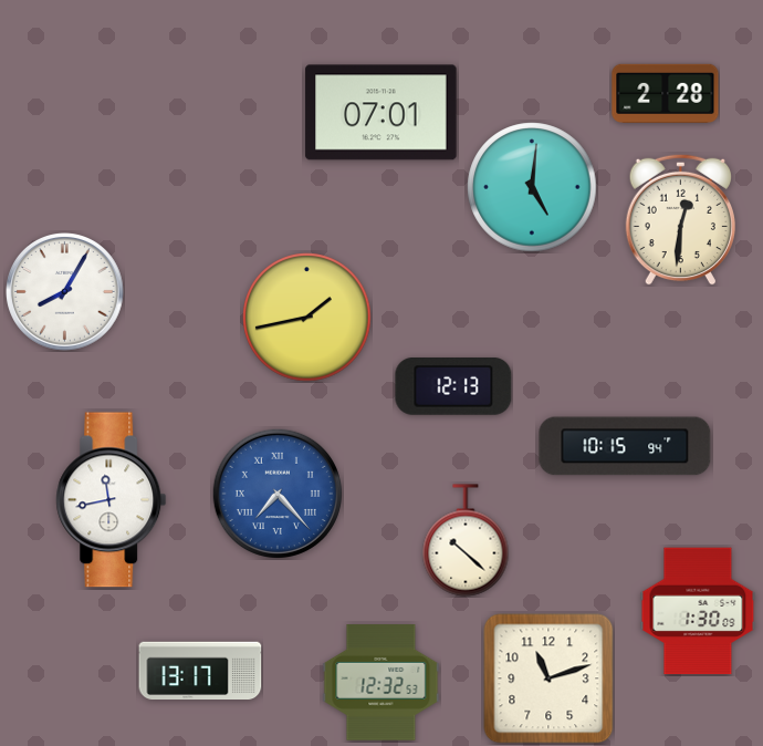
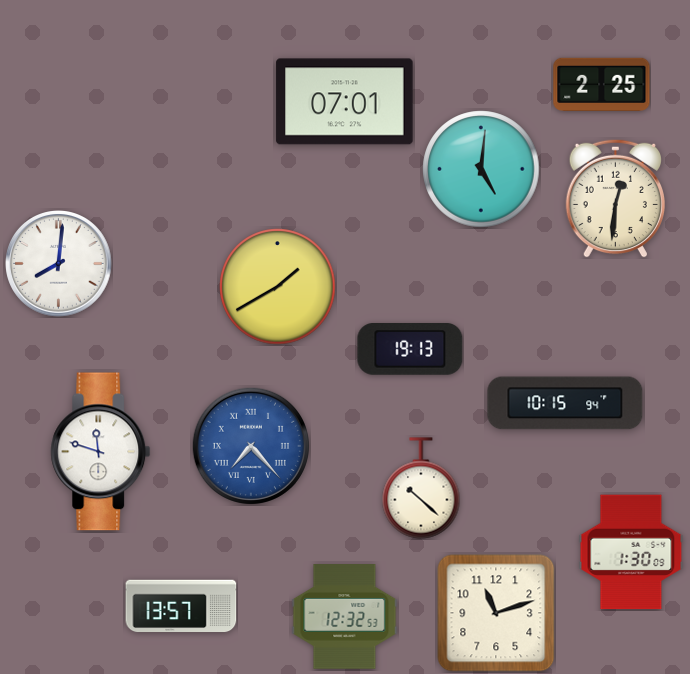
clock at (666, 93): 2:28 -> 2:25
clock at (65, 292): 8:05 -> 8:01
clock at (307, 318): 1:43 -> 1:40
clock at (453, 387): 12:13 -> 19:13
clock at (112, 500): 11:43 -> 11:48
clock at (200, 671): 13:17 -> 13:57
